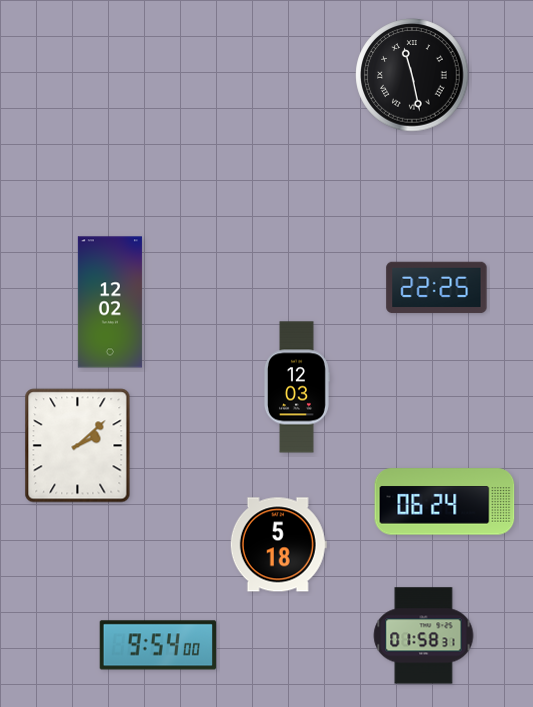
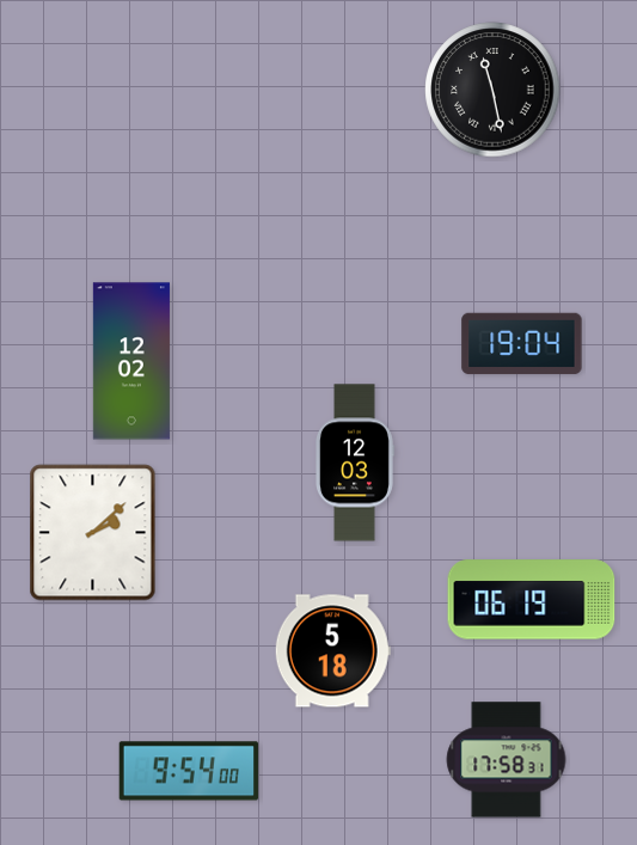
clock at (437, 288): 22:25 -> 19:04
clock at (445, 502): 06:24 -> 06:19
clock at (424, 636): 01:58 -> 17:58
